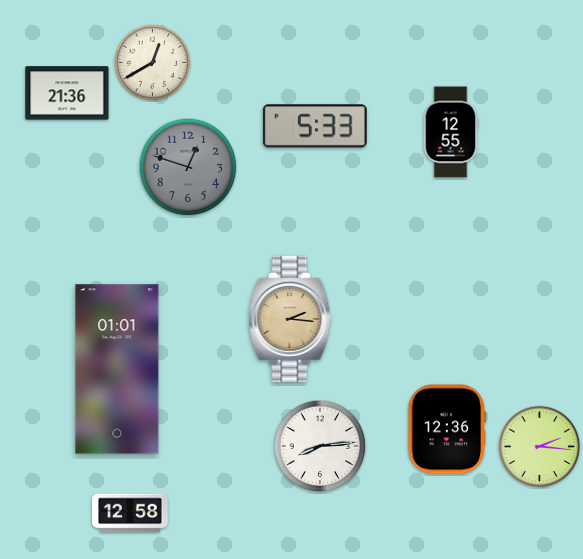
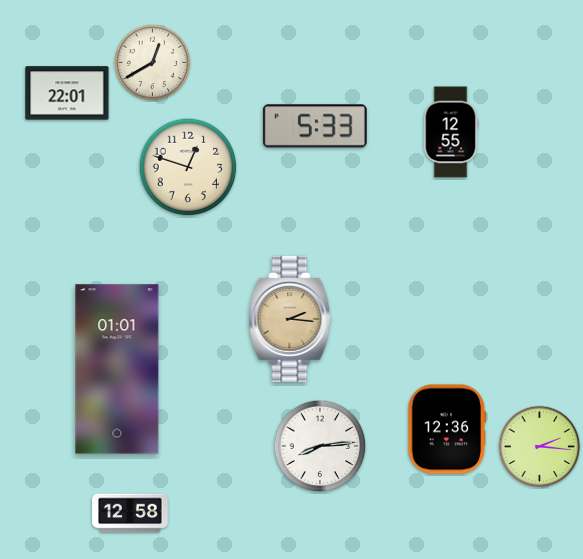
clock at (67, 93): 21:36 -> 22:01
clock at (188, 167) dial: grey -> cream
